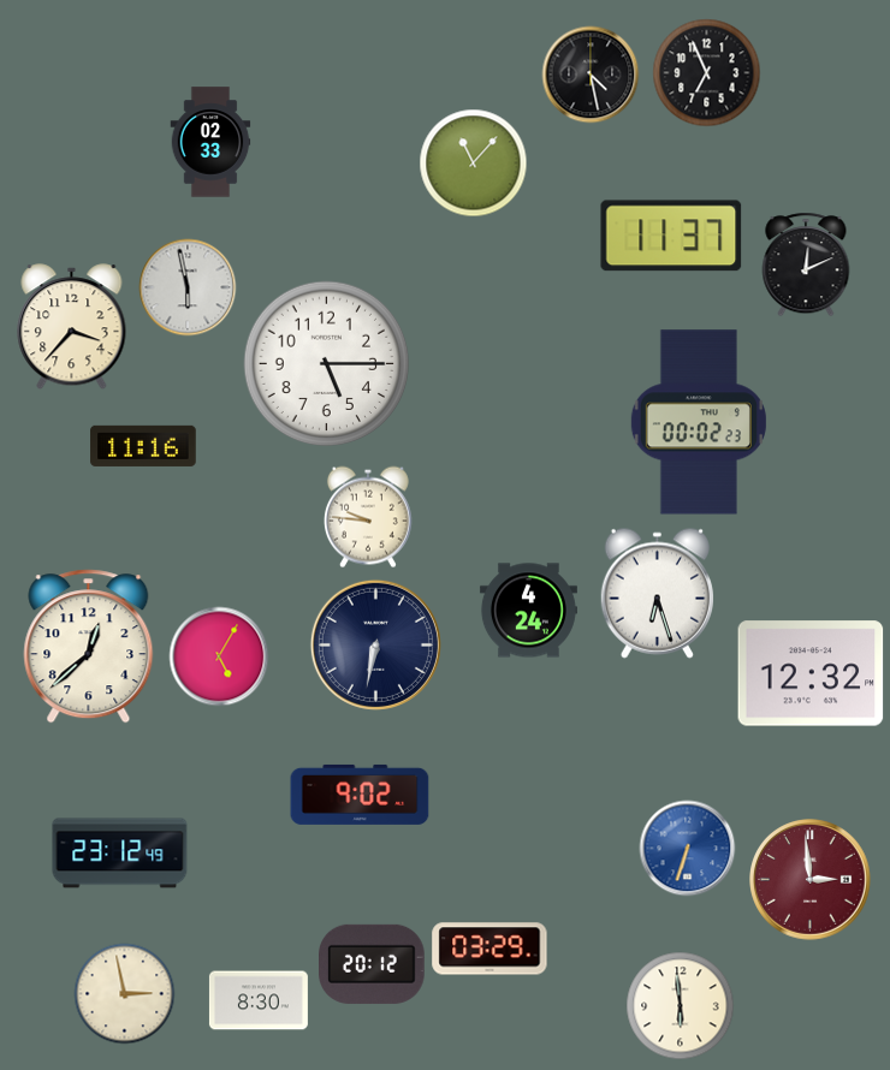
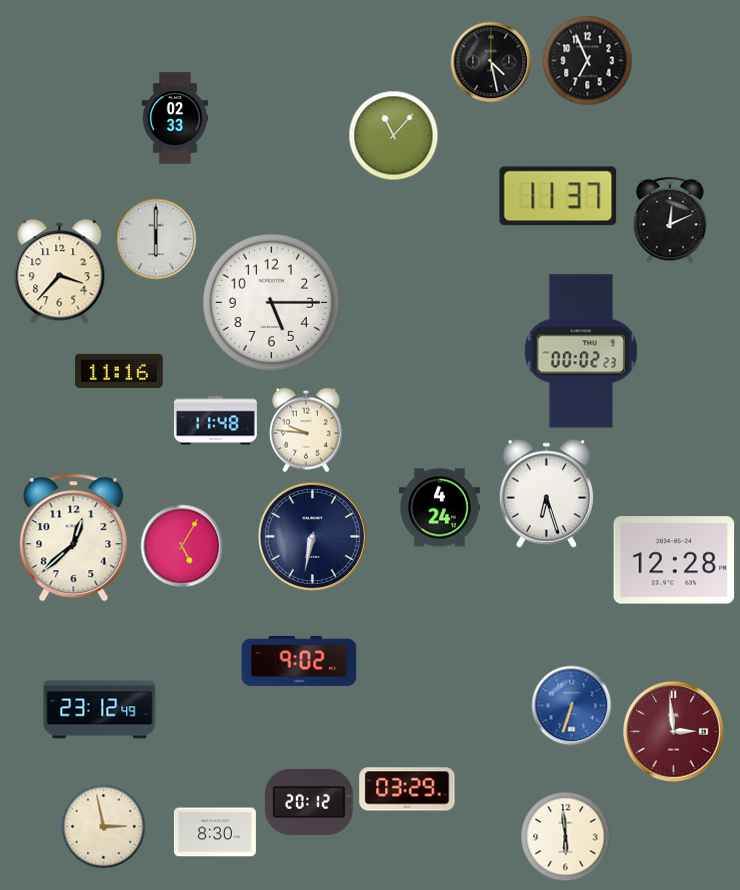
clock at (188, 287): 5:58 -> 6:00
clock at (215, 421): none -> 11:48
clock at (811, 673): 12:32 -> 12:28
